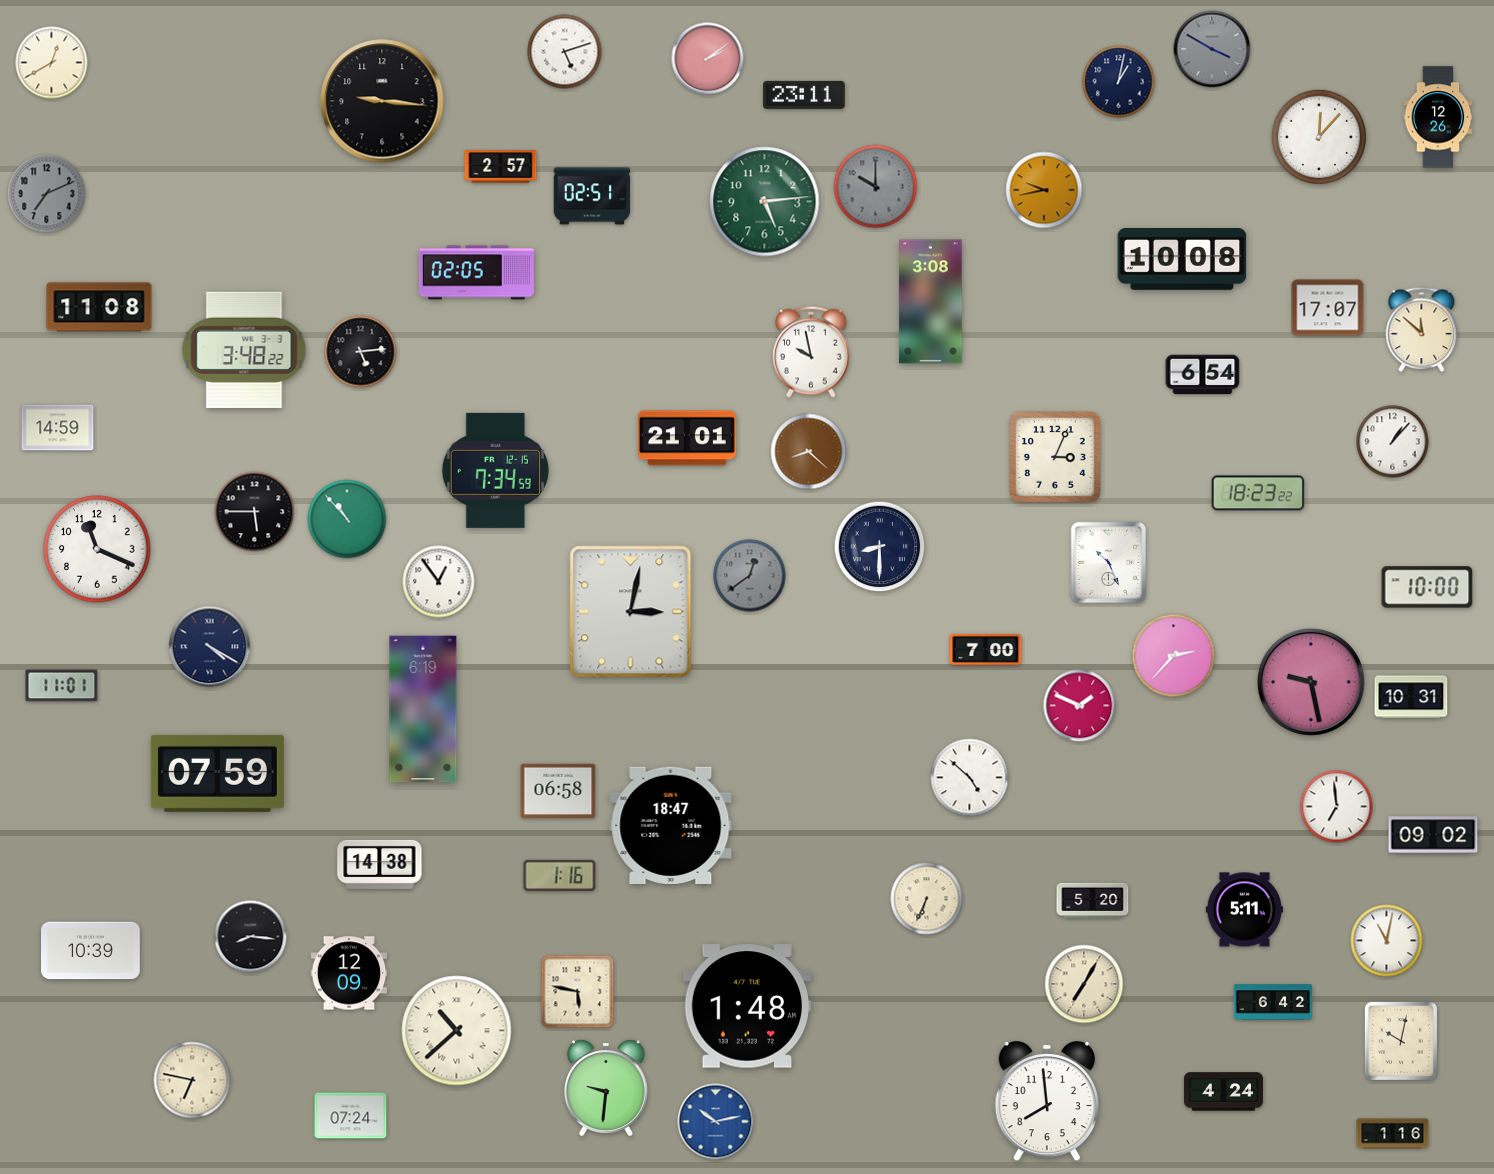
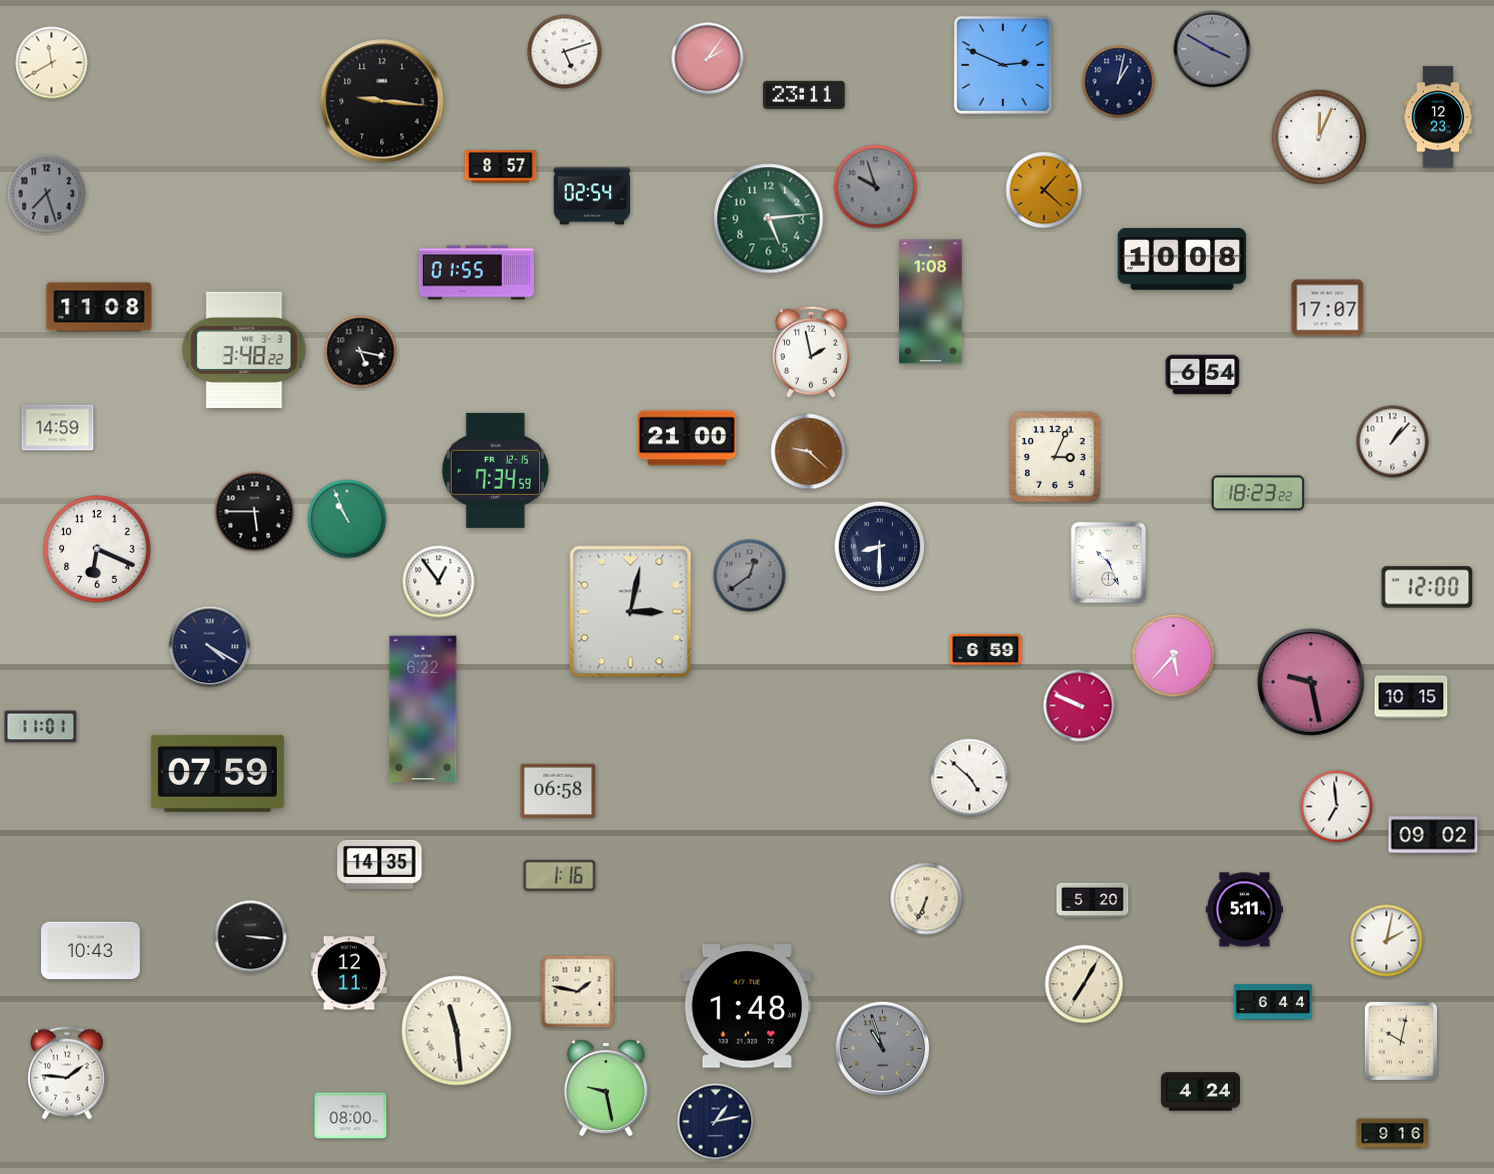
clock at (708, 59): 2:09 -> 2:06
clock at (52, 63): 12:40 -> 11:40
clock at (1003, 65): none -> 2:49
clock at (1438, 117): 12:26 -> 12:23
clock at (1319, 137): 12:07 -> 12:04
clock at (501, 167): 2:57 -> 8:57
clock at (876, 187): 10:00 -> 9:57
clock at (1044, 190): 9:43 -> 1:22
clock at (47, 194): 7:11 -> 7:27
clock at (592, 196): 02:51 -> 02:54
clock at (765, 202) position: (765, 202) -> (769, 219)
clock at (476, 273): 02:05 -> 01:55
clock at (931, 302): 3:08 -> 1:08
clock at (1422, 330): 11:52 -> none
clock at (361, 352): 5:14 -> 5:17
clock at (811, 352): 9:58 -> 1:58
clock at (687, 438): 21:01 -> 21:00
clock at (809, 452): 8:22 -> 9:22
clock at (347, 519): 10:53 -> 10:56
clock at (97, 549): 11:19 -> 6:19
clock at (1427, 587): 10:00 -> 12:00
clock at (986, 649): 7:00 -> 6:59
clock at (1174, 656): 2:37 -> 5:37
clock at (62, 686) position: (62, 686) -> (41, 727)
clock at (1411, 697): 10:31 -> 10:15
clock at (1080, 706): 1:49 -> 9:49
clock at (423, 709): 6:19 -> 6:22
clock at (671, 825): 18:47 -> none
clock at (380, 864): 14:38 -> 14:35
clock at (251, 937): 8:16 -> 3:16
clock at (1387, 941): 11:02 -> 2:02
clock at (91, 951): 10:39 -> 10:43
clock at (349, 973): 12:09 -> 12:11
clock at (578, 992): 5:47 -> 1:47
clock at (1273, 1002): 6:42 -> 6:44
clock at (457, 1031): 10:38 -> 11:29
clock at (883, 1049): none -> 10:57
clock at (67, 1073): none -> 1:46
clock at (192, 1080): 6:47 -> none
clock at (606, 1087): 9:31 -> 9:28
clock at (1223, 1092) position: (1223, 1092) -> (1200, 1092)
clock at (1047, 1101): 7:59 -> none
clock at (351, 1116): 07:24 -> 08:00
clock at (716, 1122): 10:13 -> 1:13
clock at (716, 1122) dial: blue -> navy
clock at (1393, 1134): 1:16 -> 9:16
